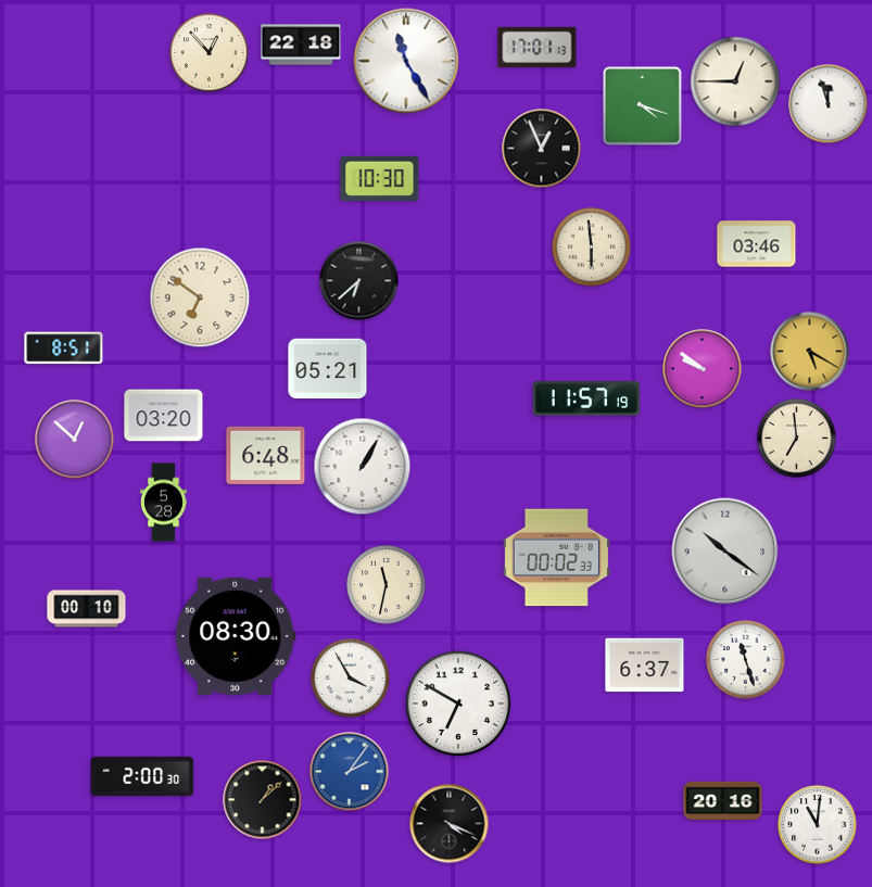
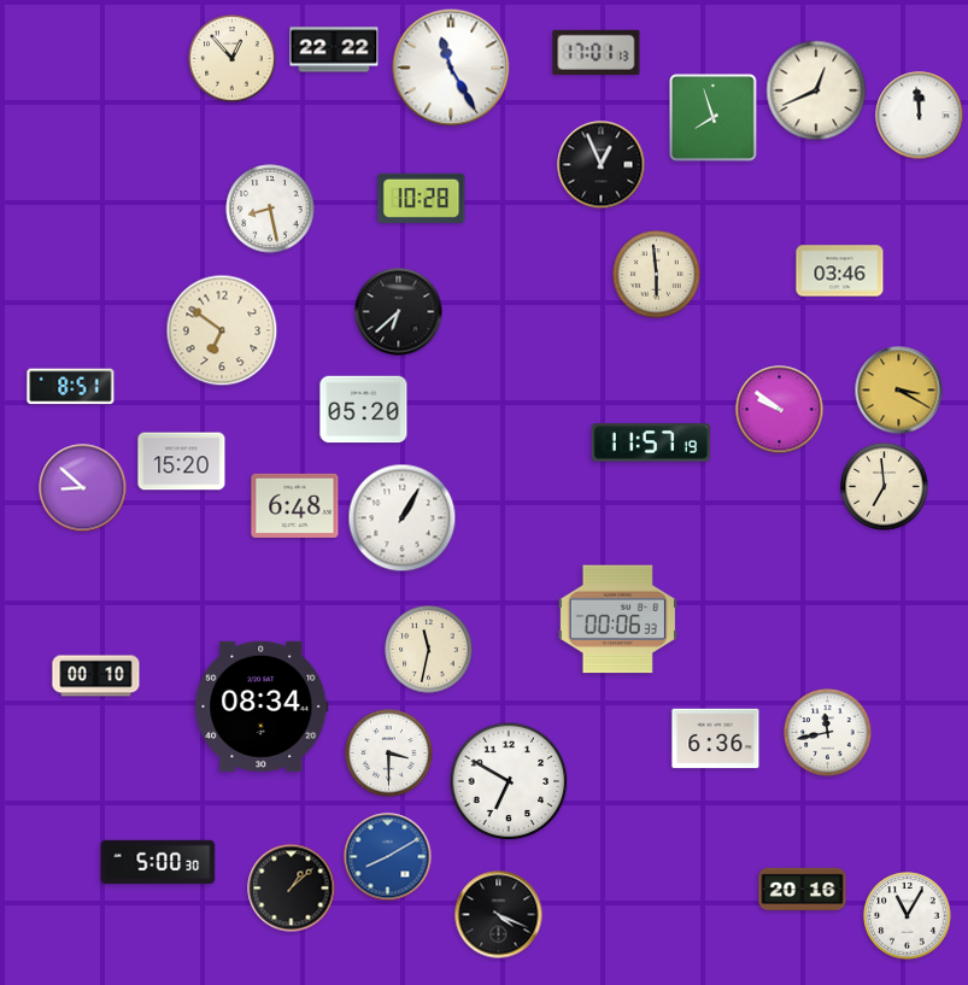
clock at (301, 45): 22:18 -> 22:22
clock at (735, 81): 12:45 -> 12:41
clock at (829, 104): 11:57 -> 11:59
clock at (643, 106): 4:18 -> 7:57
clock at (380, 178): 10:30 -> 10:28
clock at (270, 209): none -> 8:28
clock at (810, 352): 5:20 -> 3:20
clock at (328, 369): 05:21 -> 05:20
clock at (164, 416): 03:20 -> 15:20
clock at (75, 440): 12:52 -> 8:52
clock at (164, 503): 5:28 -> none
clock at (725, 552): 10:21 -> none
clock at (556, 558): 00:02 -> 00:06
clock at (236, 636): 08:30 -> 08:34
clock at (746, 660): 11:27 -> 11:43
clock at (645, 666): 6:37 -> 6:36
clock at (351, 679): 3:55 -> 3:30
clock at (350, 772): 2:06 -> 8:10
clock at (142, 776): 2:00 -> 5:00
clock at (818, 825): 11:01 -> 11:05
